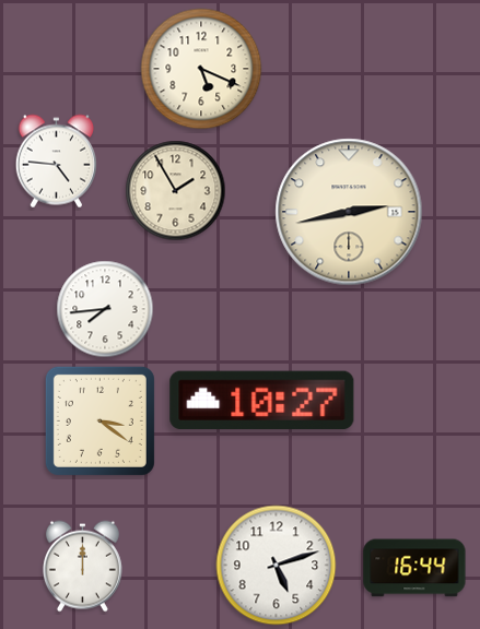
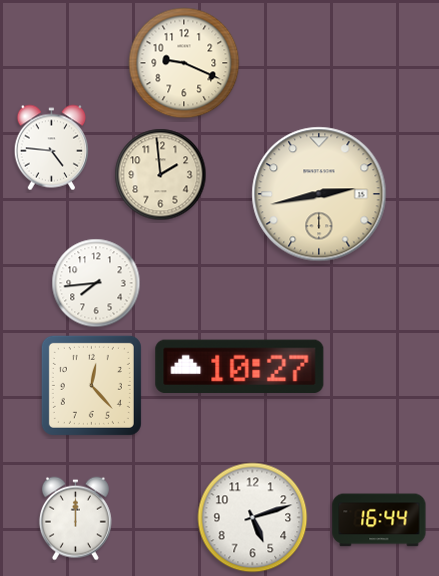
clock at (201, 69): 5:19 -> 9:19
clock at (176, 191): 1:55 -> 1:59
clock at (99, 420): 3:21 -> 12:23
